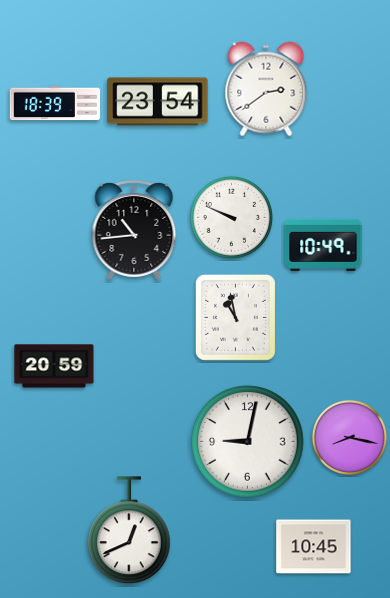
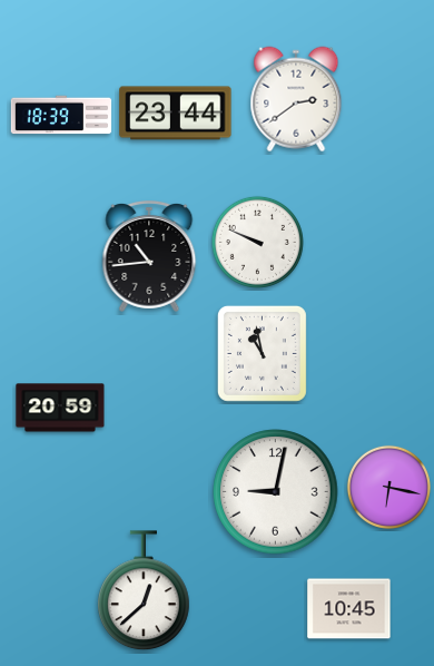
clock at (158, 102): 23:54 -> 23:44
clock at (323, 245): 10:49 -> none
clock at (349, 437): 8:17 -> 6:17
clock at (130, 531): 12:41 -> 12:38
